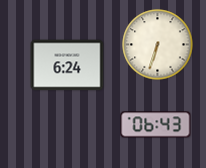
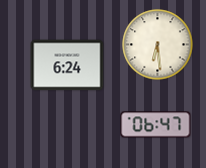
clock at (158, 45): 6:33 -> 6:29
clock at (156, 125): 06:43 -> 06:47
